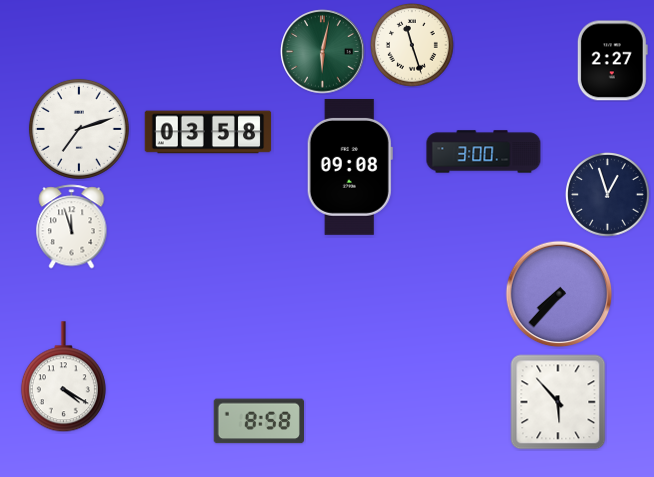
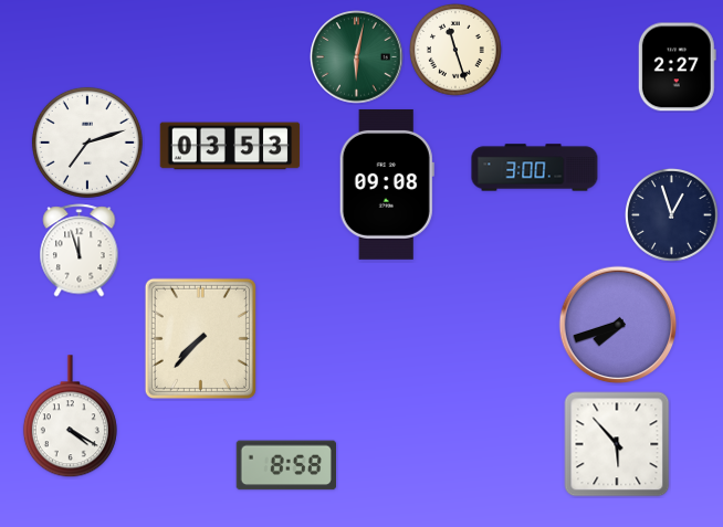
clock at (208, 132): 03:58 -> 03:53
clock at (559, 294): 7:37 -> 7:42
clock at (200, 338): none -> 7:37
